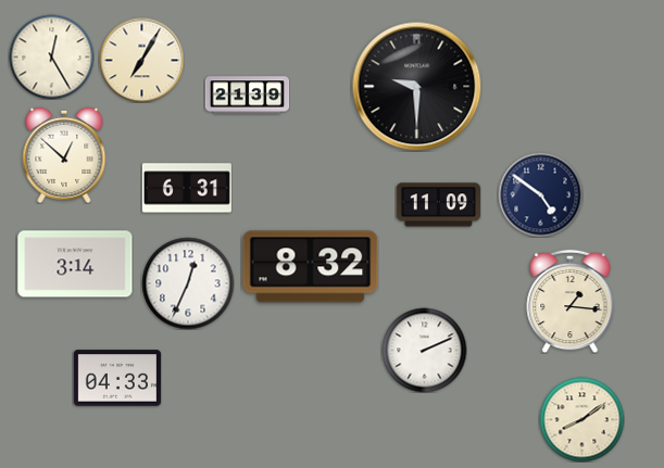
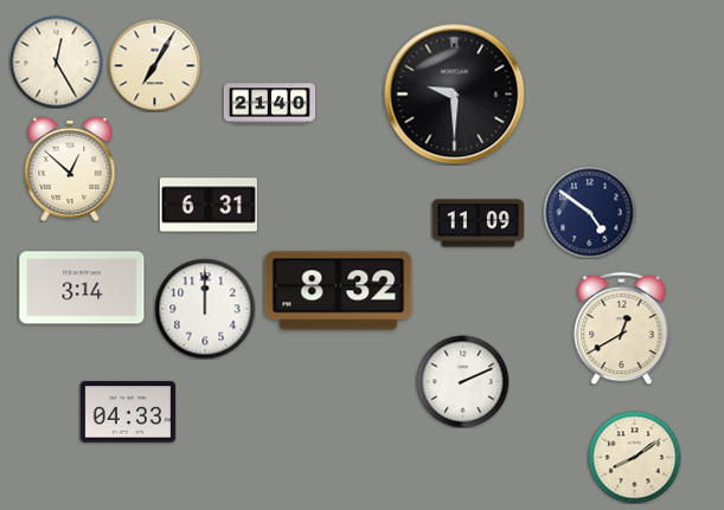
clock at (247, 96): 21:39 -> 21:40
clock at (187, 188) position: (187, 188) -> (209, 205)
clock at (188, 283): 12:34 -> 12:00
clock at (571, 301): 1:16 -> 12:40
